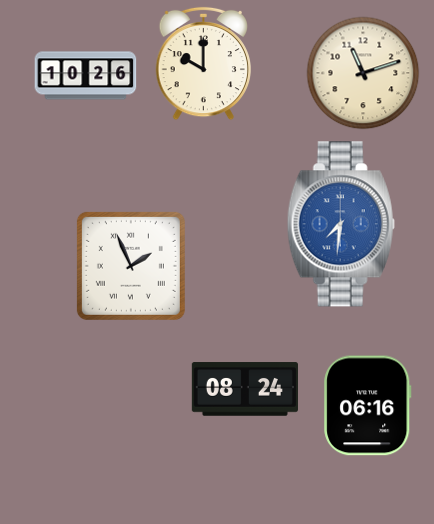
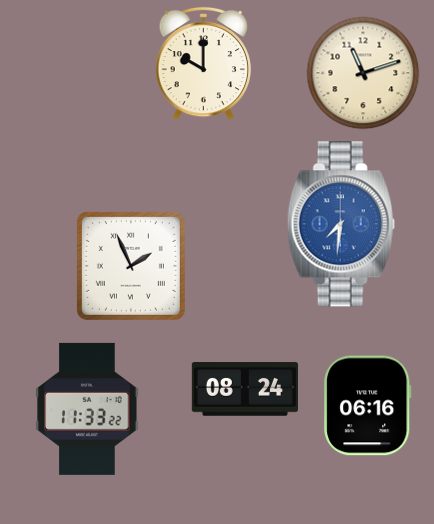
clock at (86, 76): 10:26 -> none
clock at (87, 409): none -> 11:33
